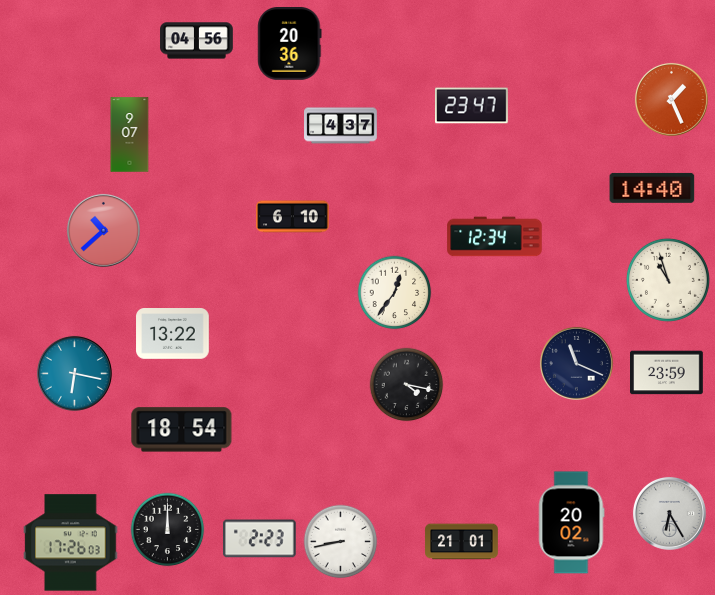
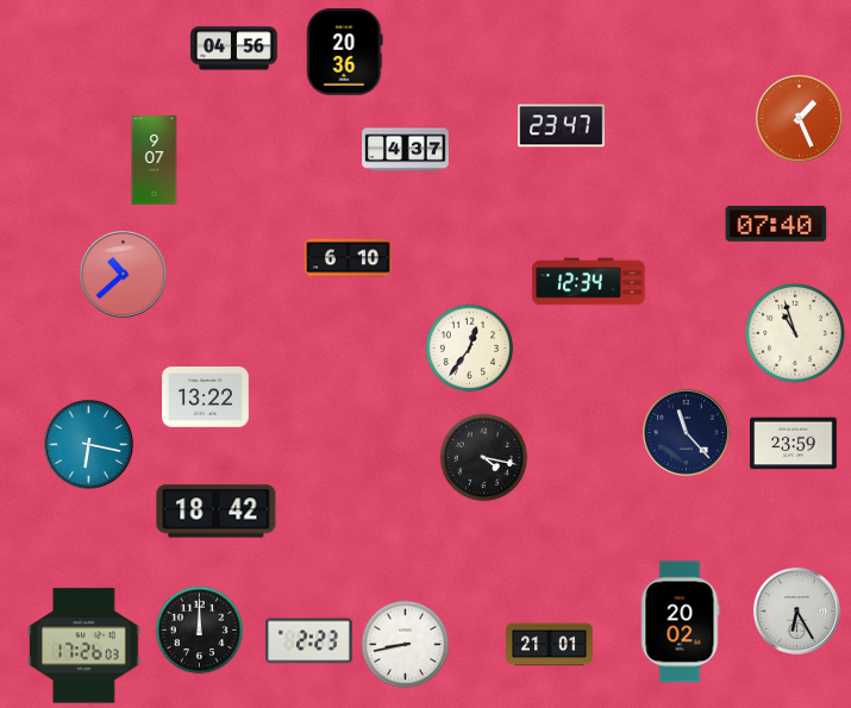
clock at (652, 188): 14:40 -> 07:40
clock at (576, 363): 11:19 -> 11:23
clock at (182, 430): 18:54 -> 18:42
